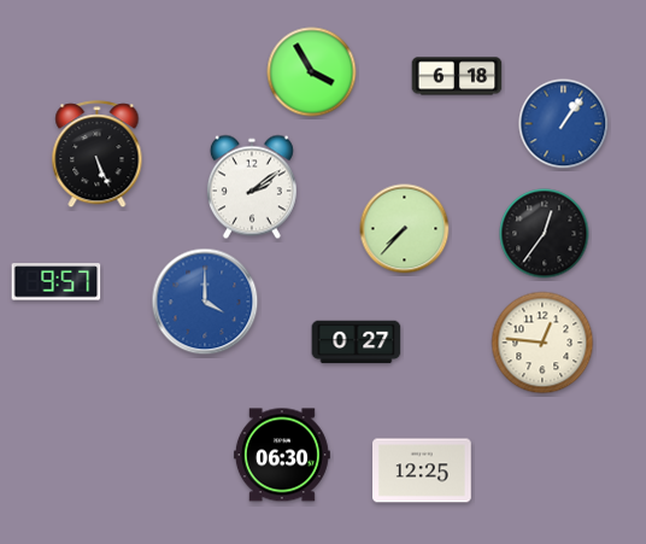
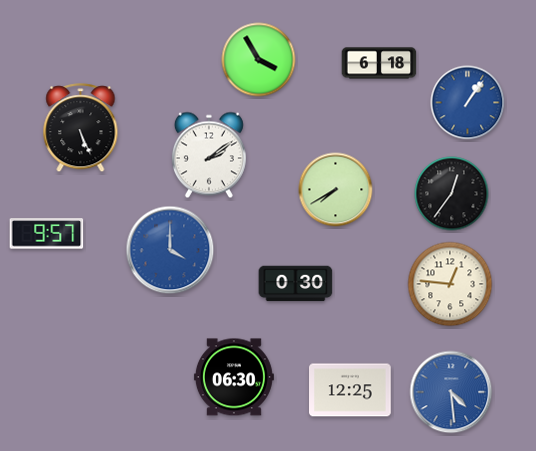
clock at (405, 229): 7:37 -> 7:40
clock at (357, 343): 0:27 -> 0:30
clock at (451, 392): none -> 4:29
